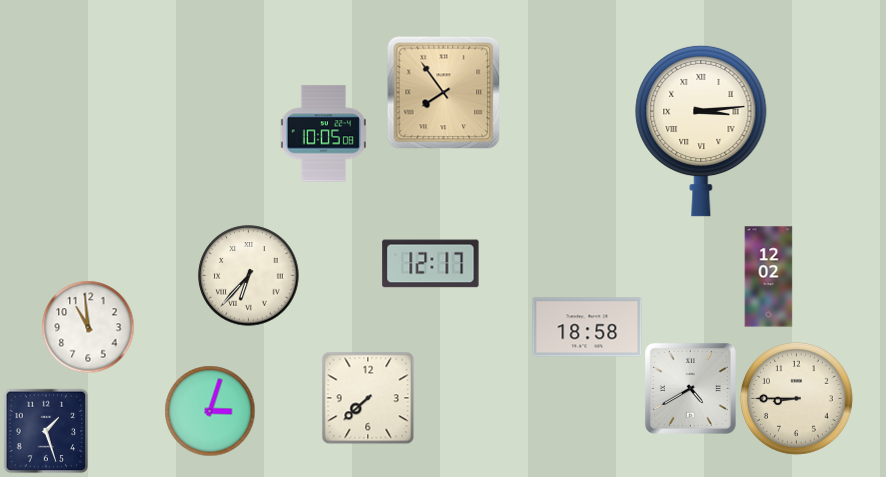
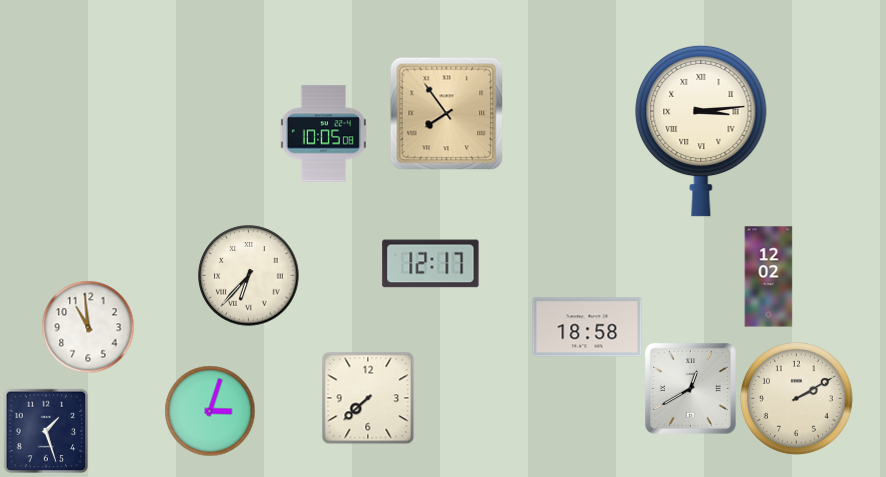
clock at (443, 92) position: (443, 92) -> (446, 113)
clock at (690, 388): 4:40 -> 12:40
clock at (796, 398): 8:45 -> 2:10
